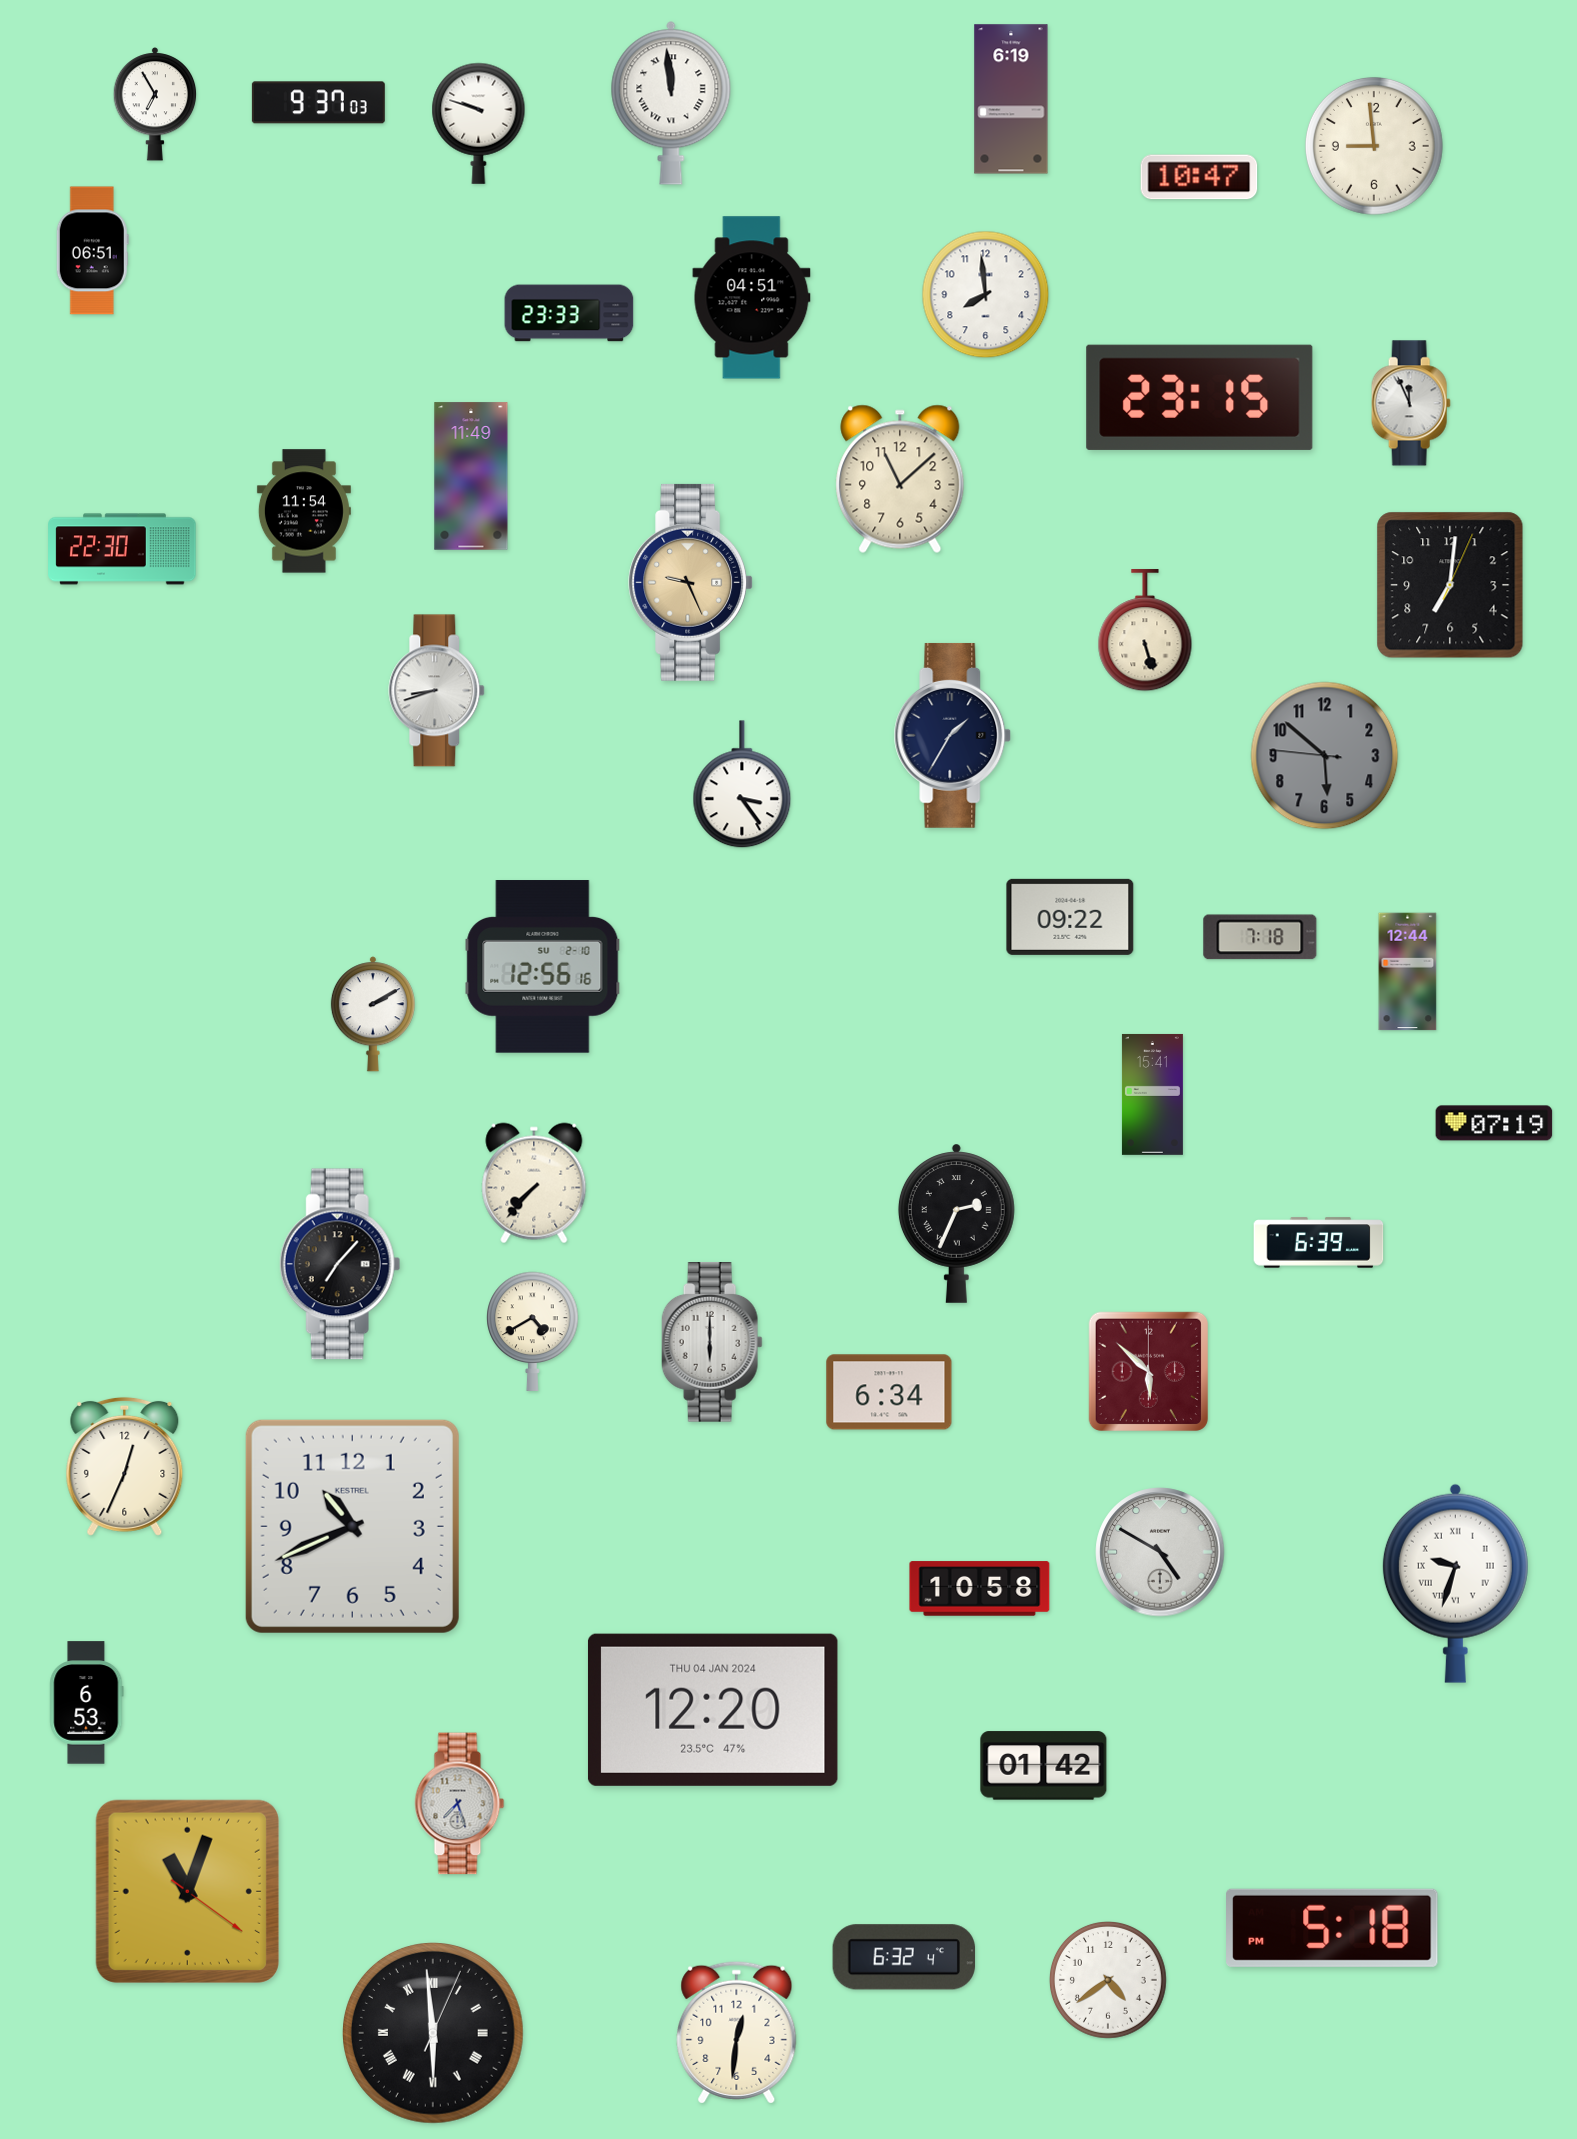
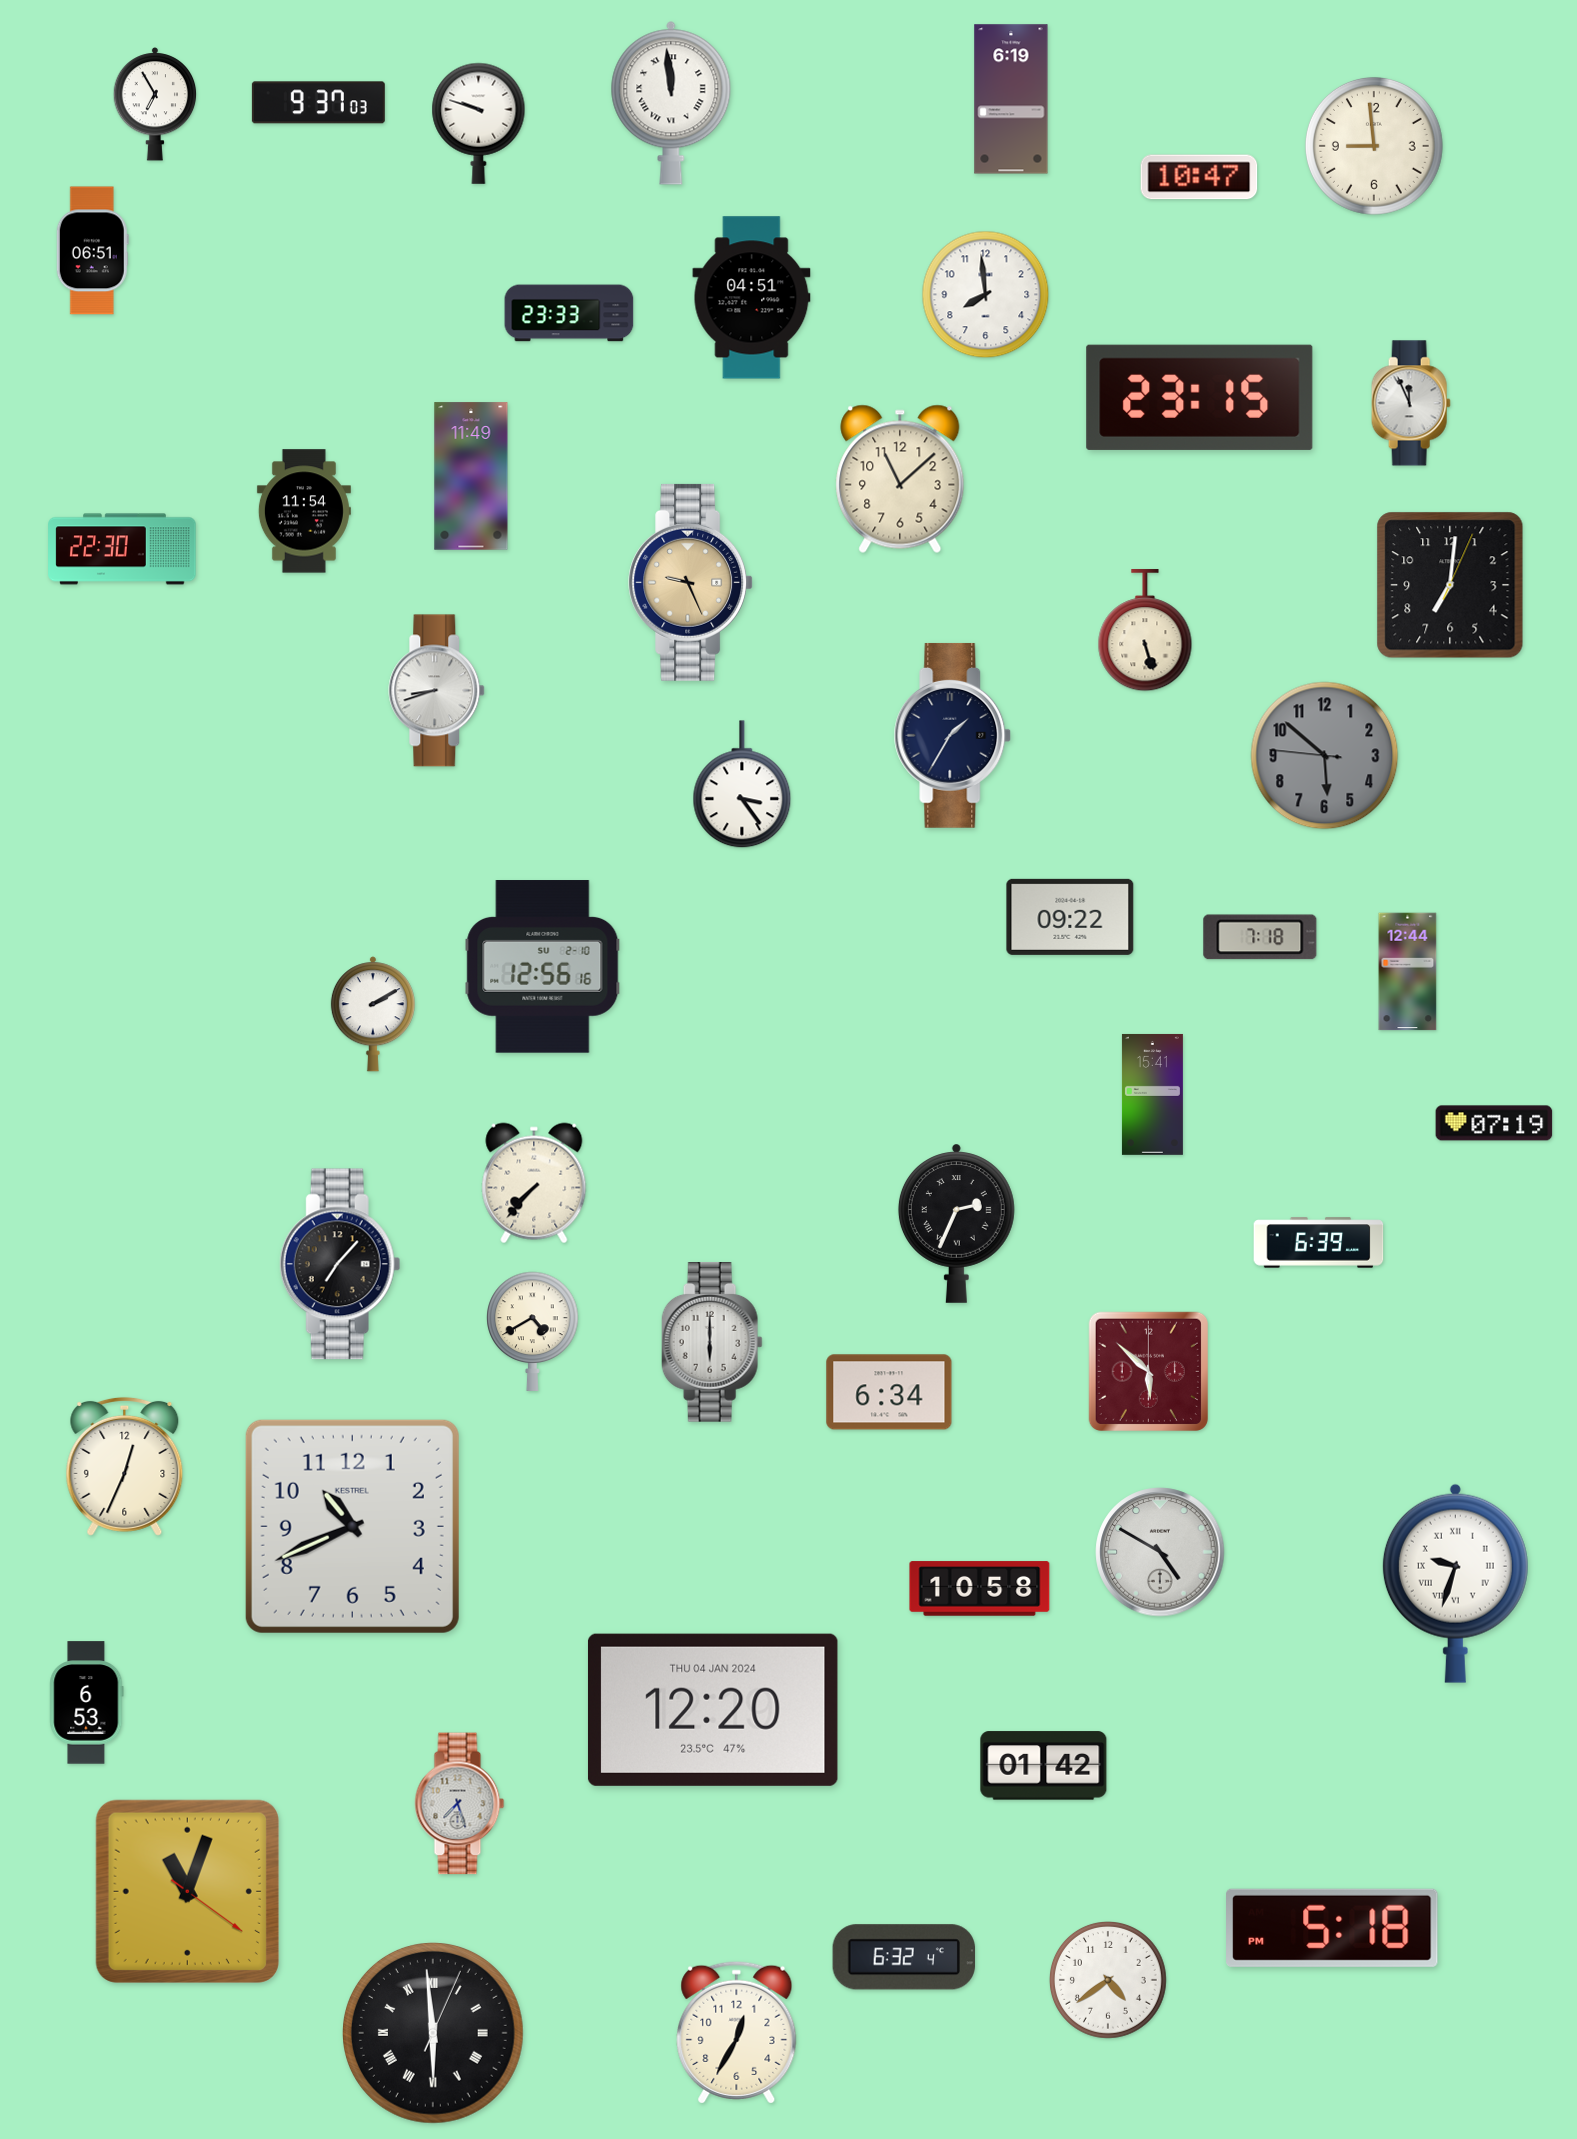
clock at (737, 2032): 12:31 -> 12:35
